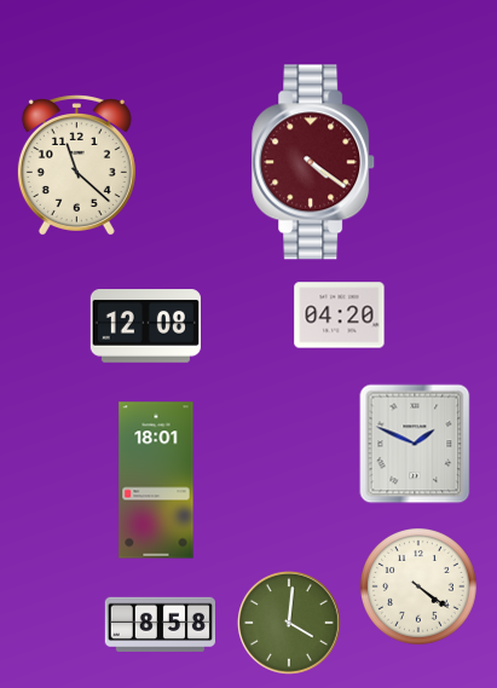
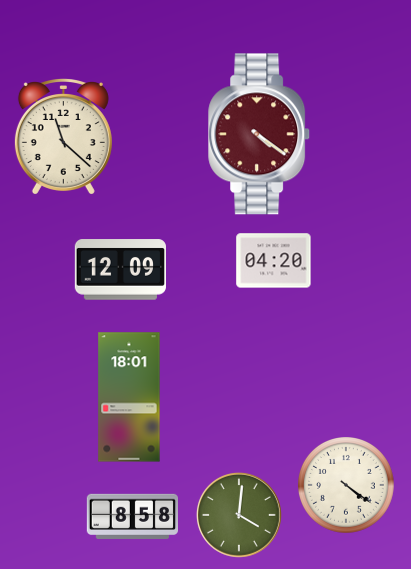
clock at (340, 316) position: (340, 316) -> (274, 261)
clock at (145, 326): 12:08 -> 12:09
clock at (415, 444): 1:49 -> none
